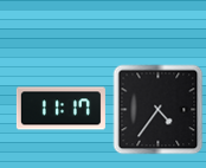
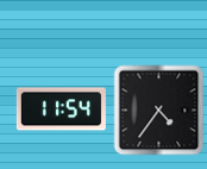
clock at (60, 109): 11:17 -> 11:54
